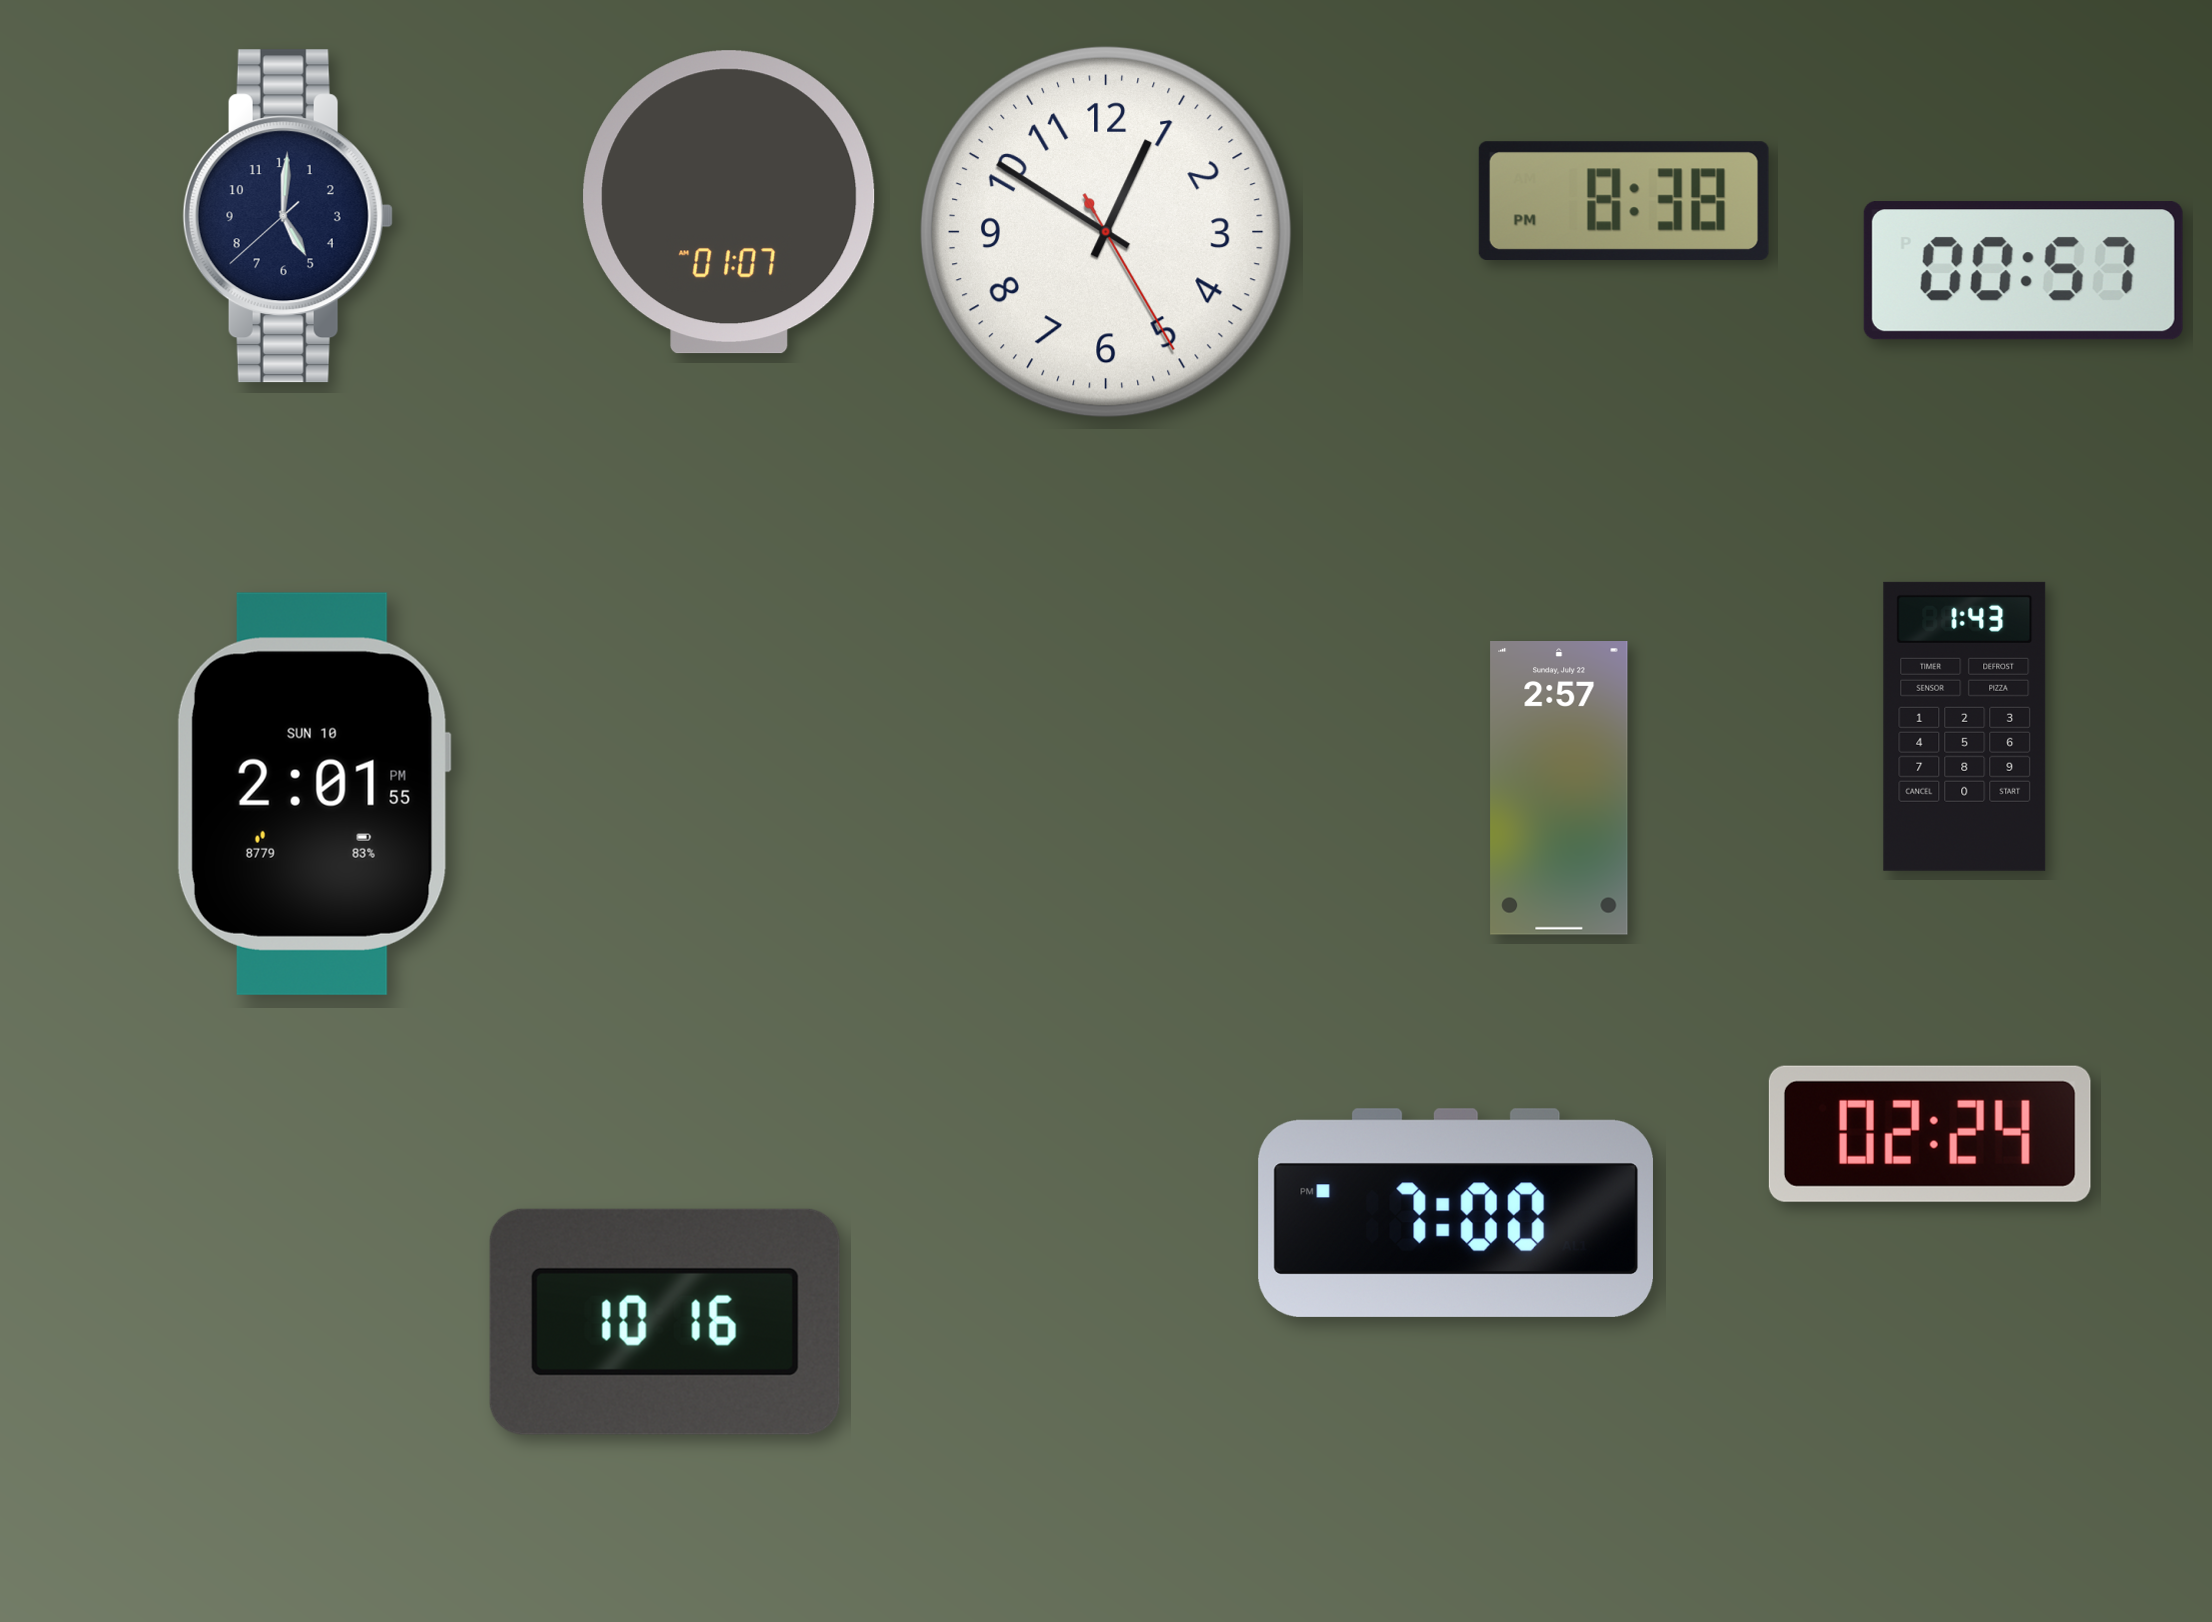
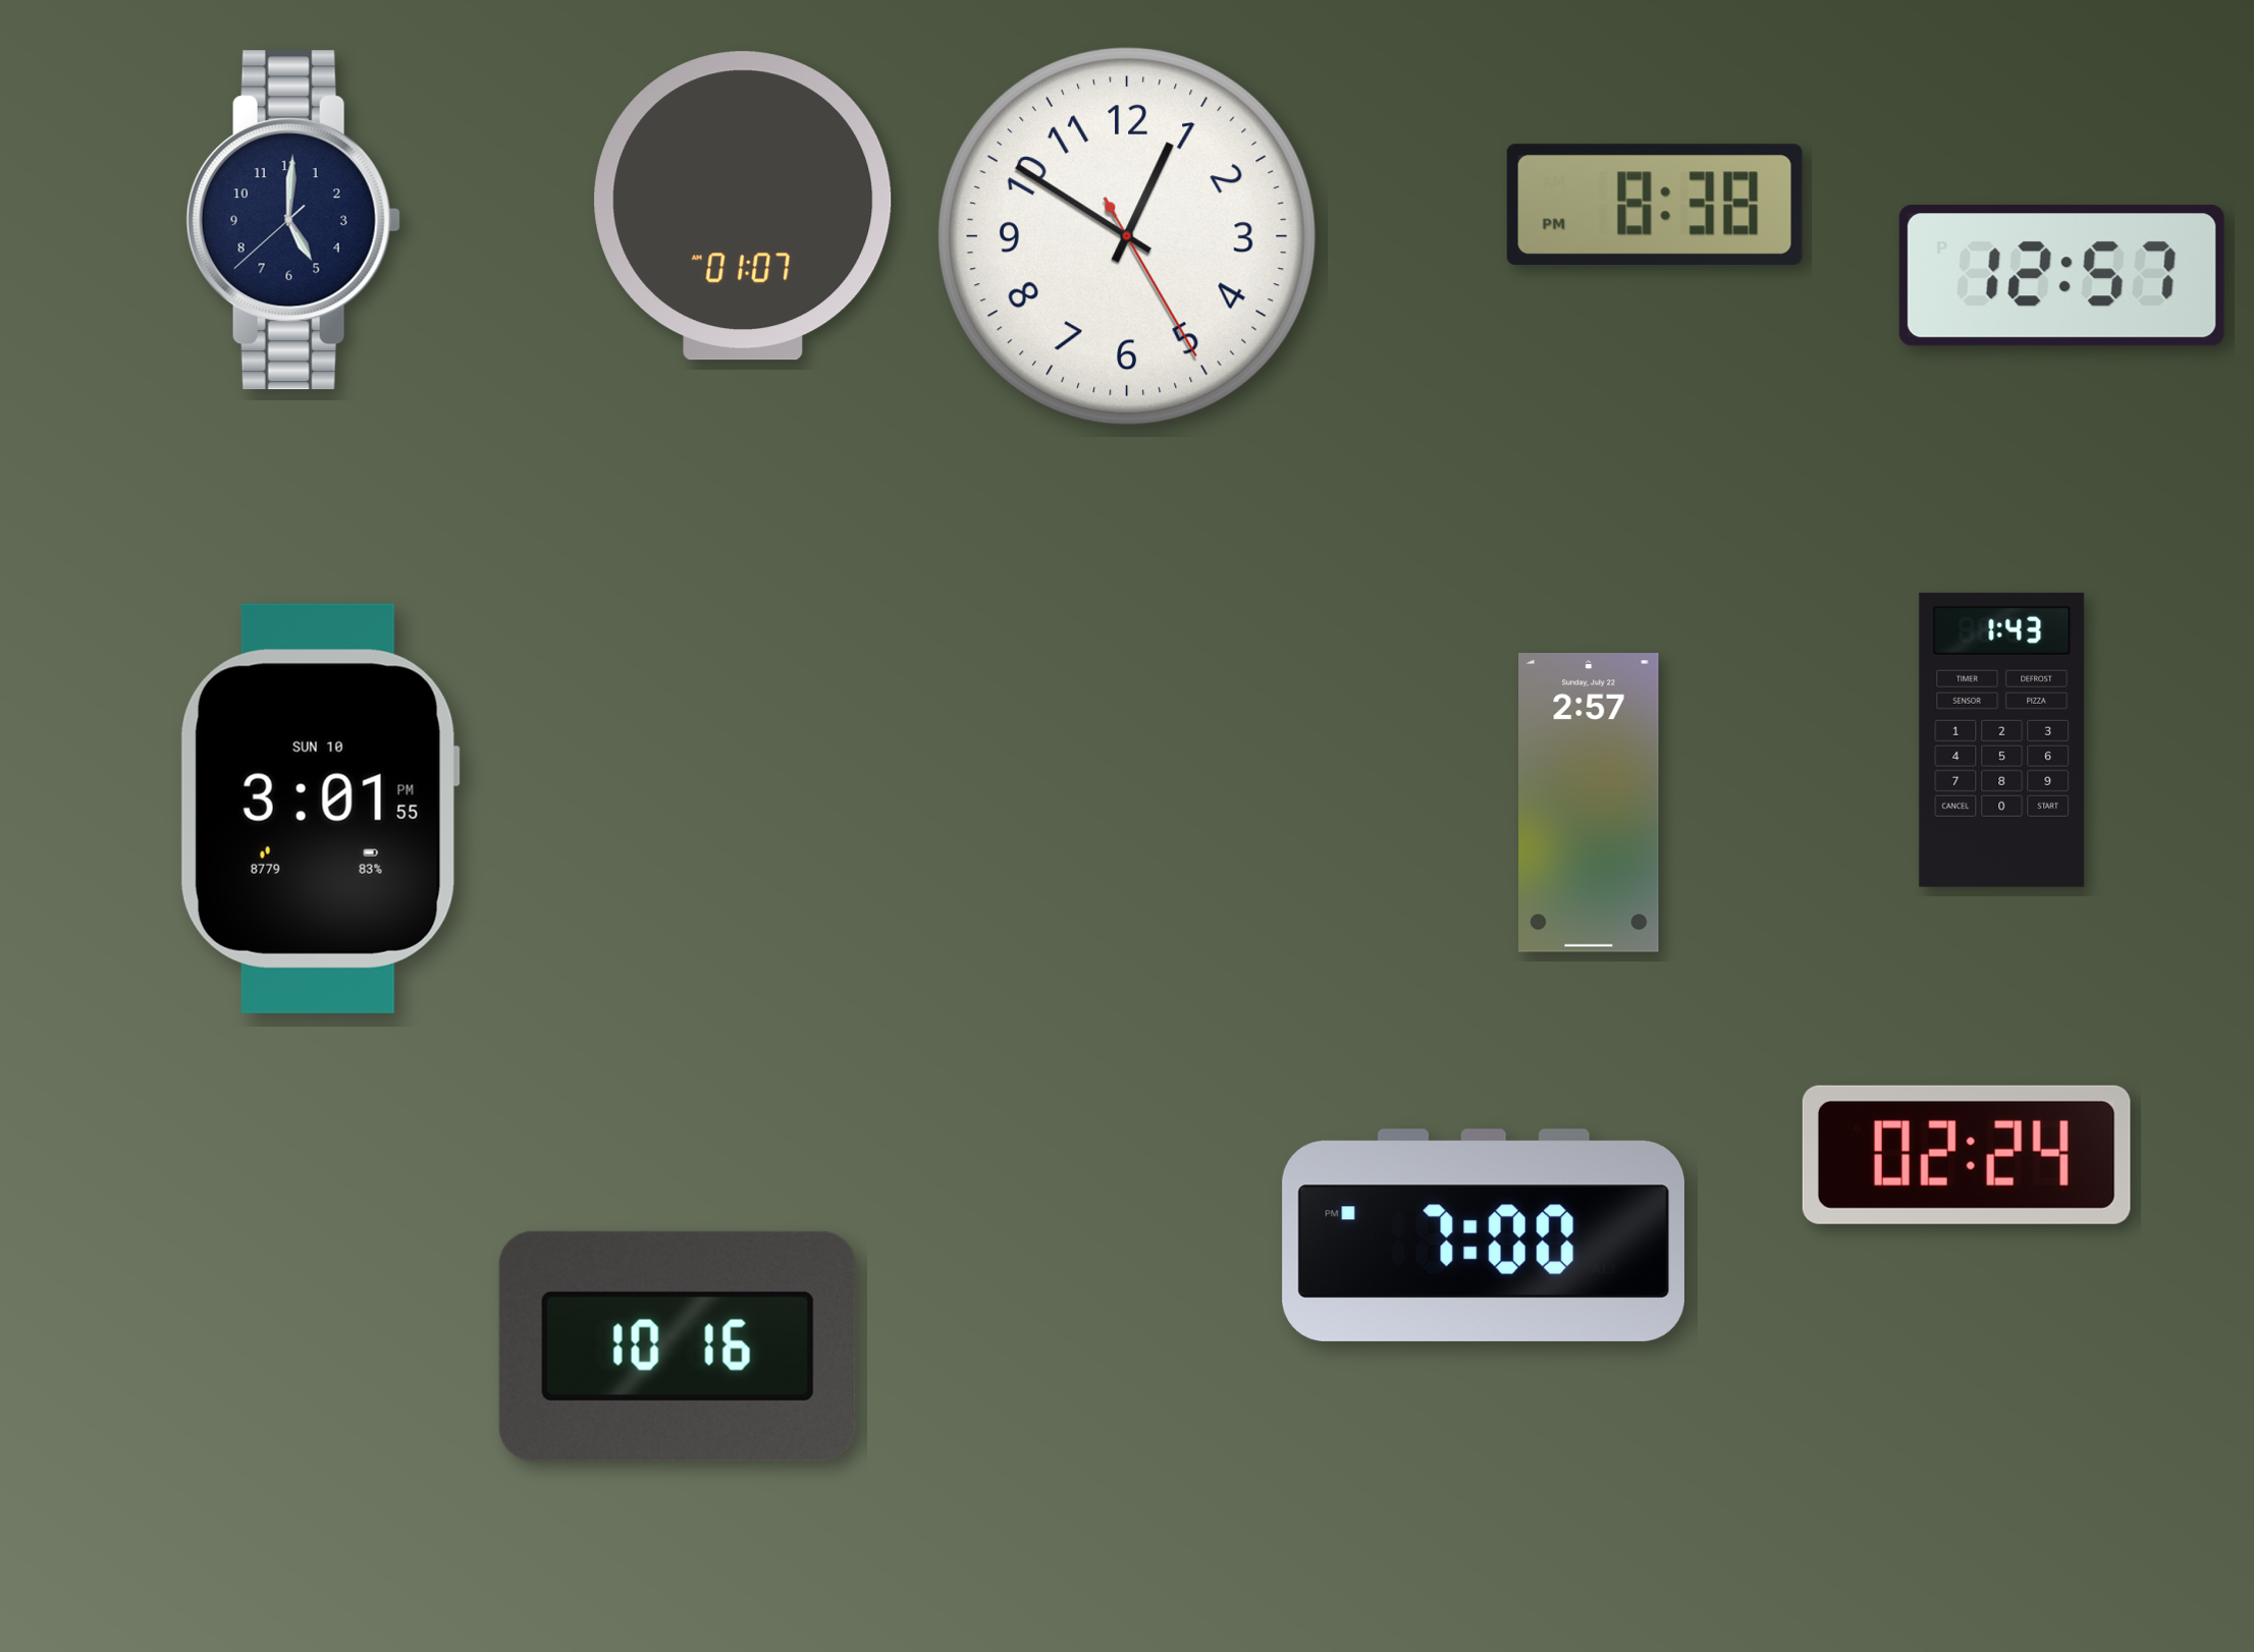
clock at (2023, 271): 00:57 -> 12:57
clock at (314, 794): 2:01 -> 3:01
